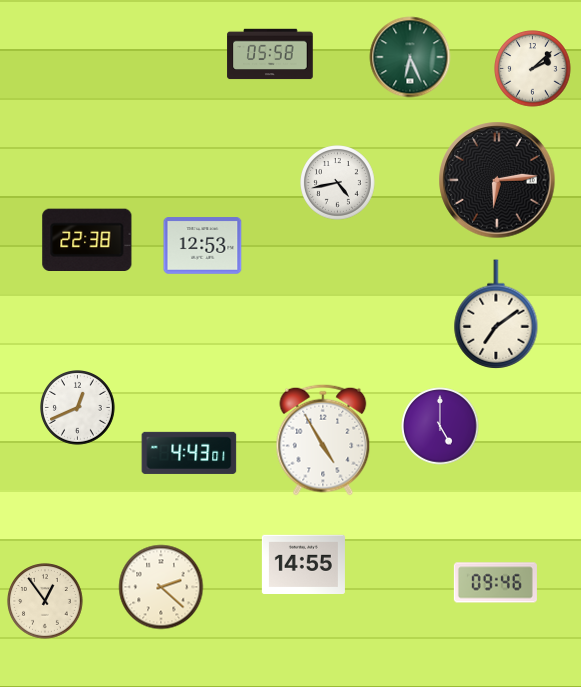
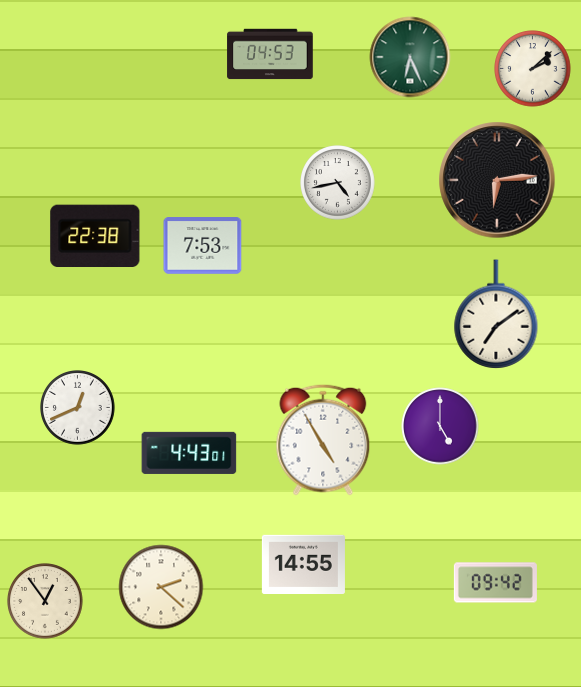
clock at (270, 54): 05:58 -> 04:53
clock at (87, 239) position: (87, 239) -> (95, 235)
clock at (203, 246): 12:53 -> 7:53
clock at (495, 583): 09:46 -> 09:42
